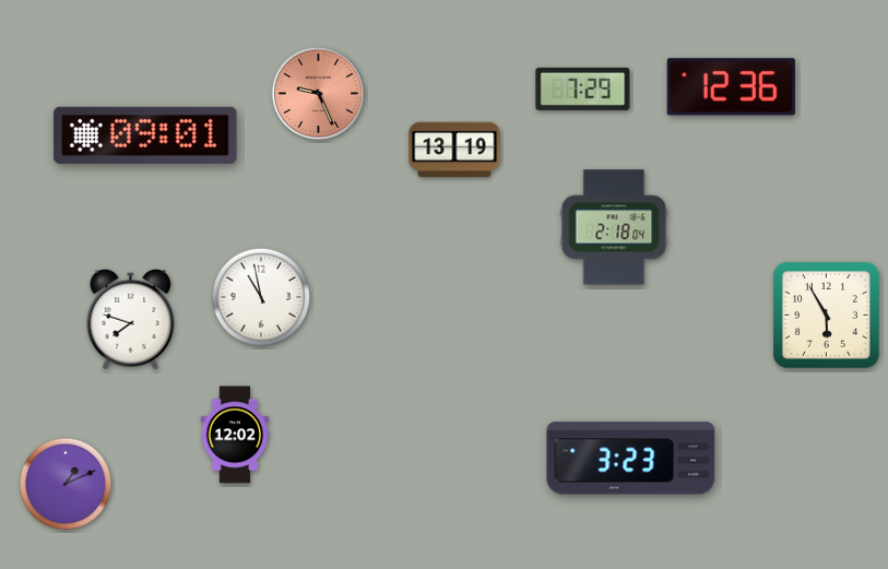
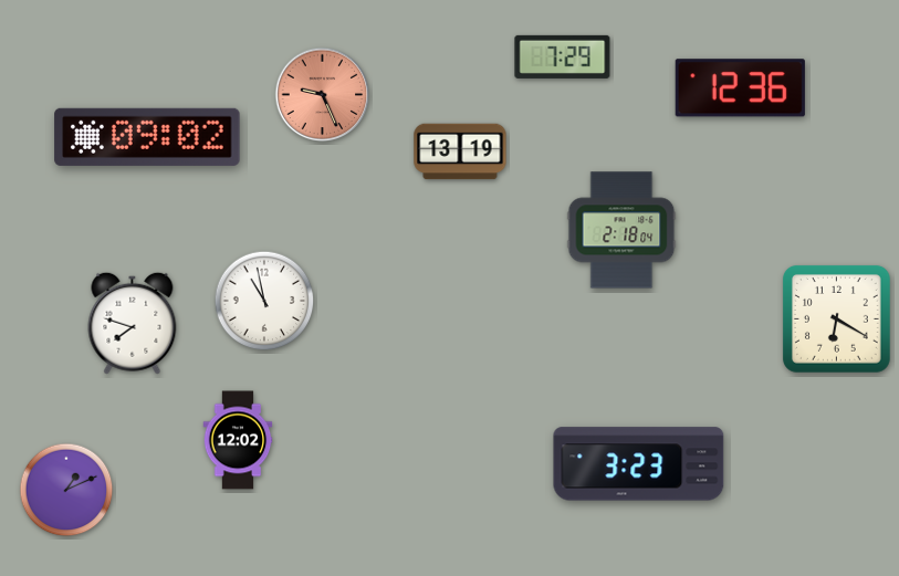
clock at (583, 88) position: (583, 88) -> (563, 56)
clock at (145, 135): 09:01 -> 09:02
clock at (827, 316): 5:55 -> 6:20
